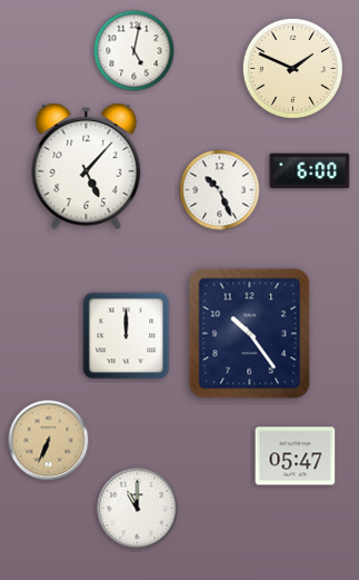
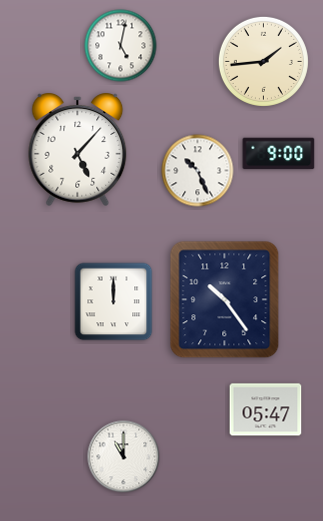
clock at (292, 68): 1:49 -> 1:44
clock at (310, 171): 6:00 -> 9:00
clock at (49, 441): 6:34 -> none
